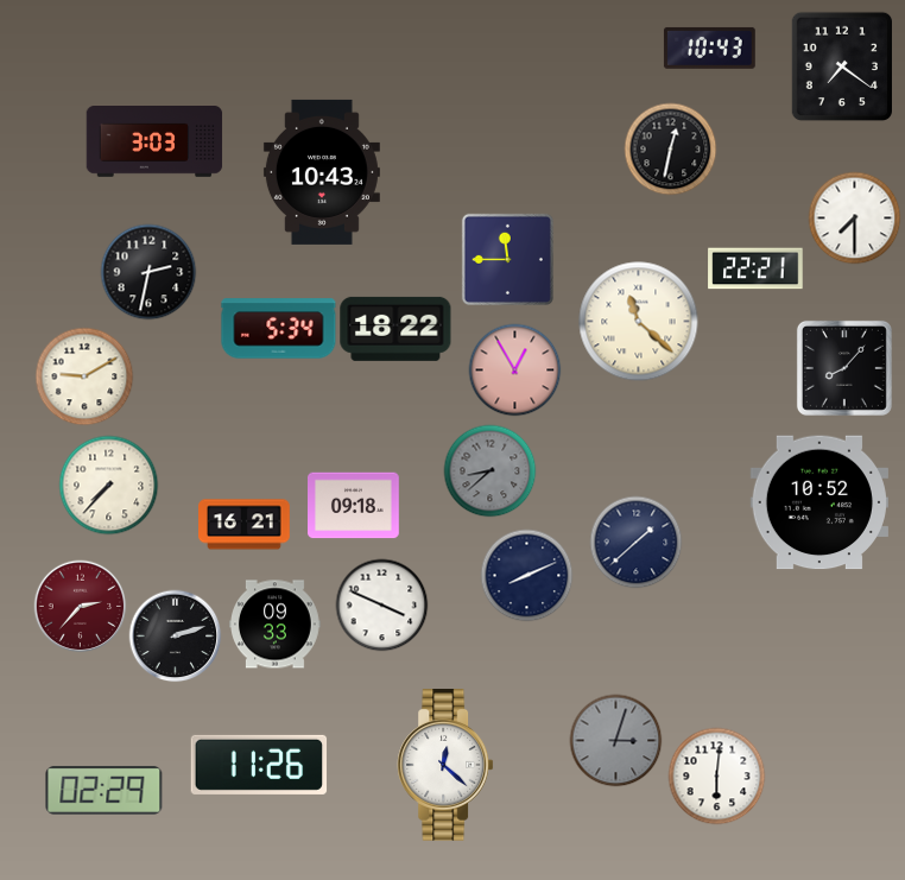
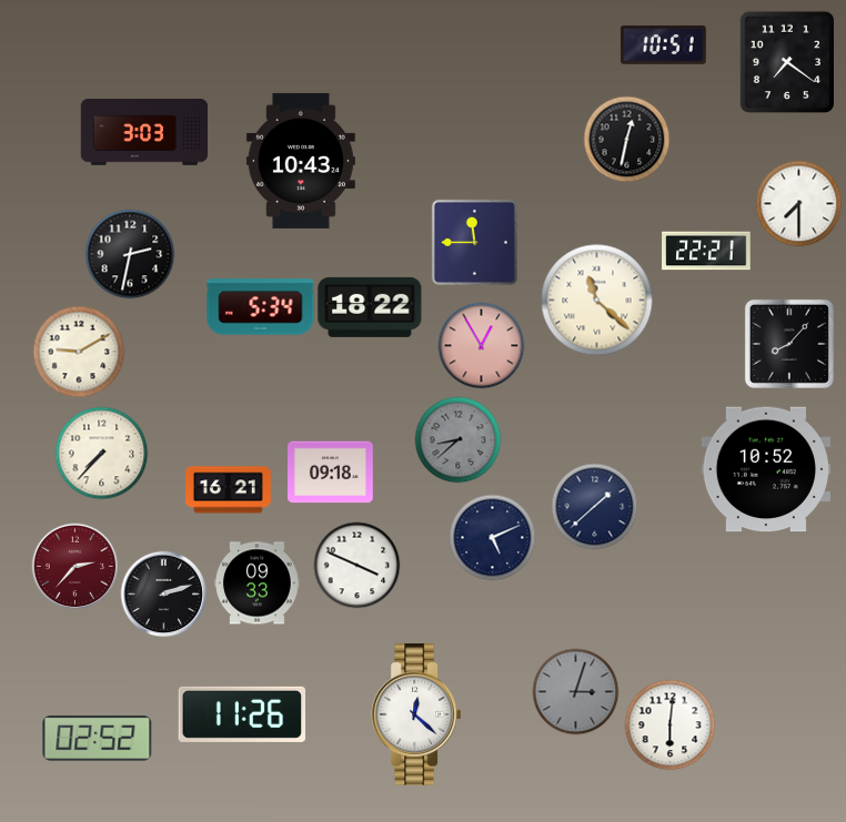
clock at (709, 48): 10:43 -> 10:51
clock at (148, 272) position: (148, 272) -> (130, 254)
clock at (526, 575): 8:11 -> 5:11
clock at (105, 790): 02:29 -> 02:52
